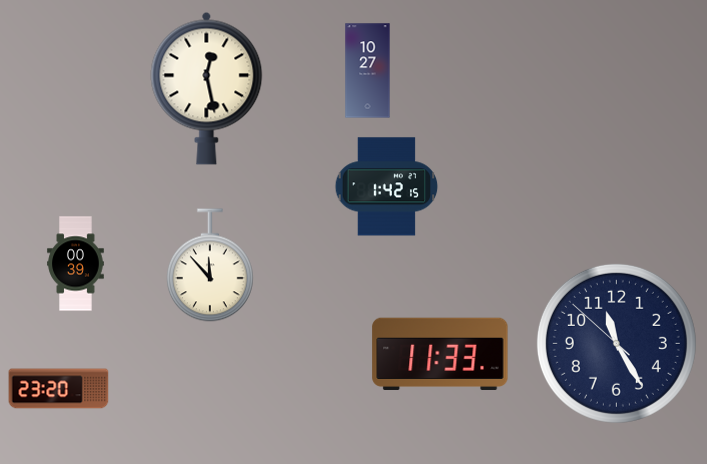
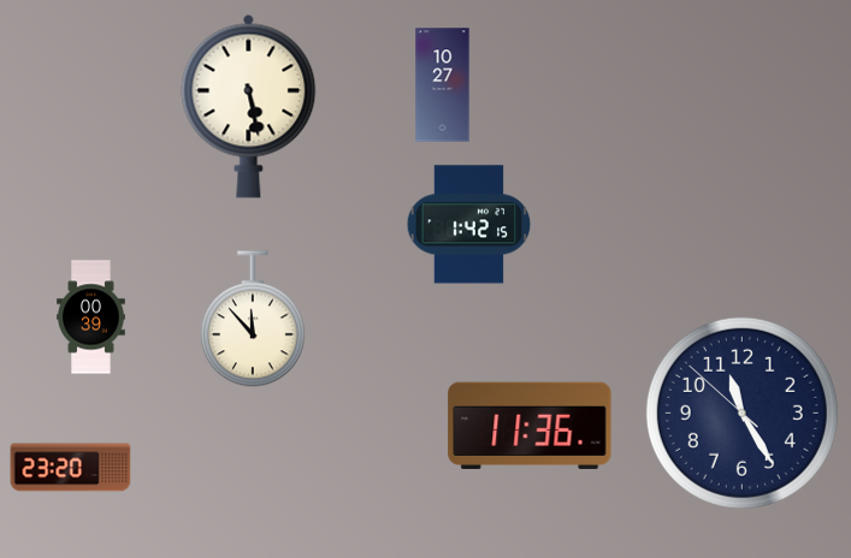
clock at (207, 88): 12:28 -> 5:28
clock at (387, 187) position: (387, 187) -> (469, 225)
clock at (440, 354): 11:33 -> 11:36
